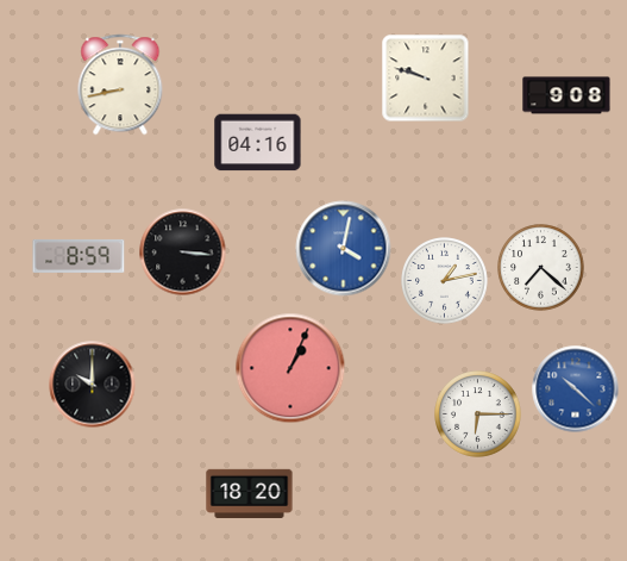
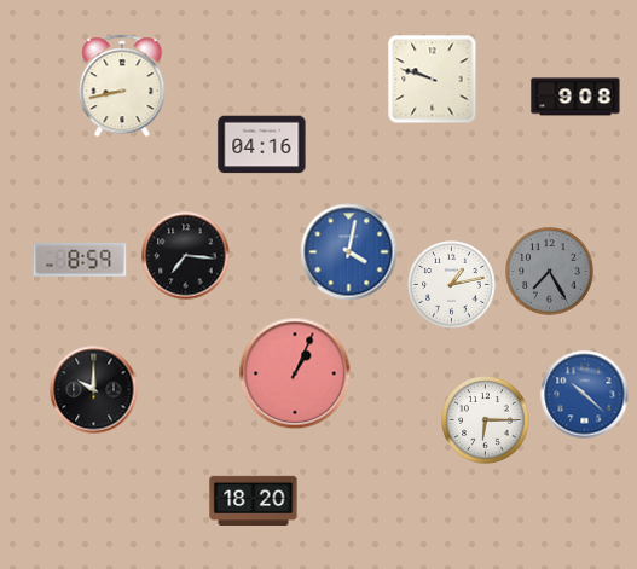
clock at (183, 253): 3:16 -> 7:16
clock at (541, 268): 7:22 -> 7:25
clock at (541, 268) dial: white -> grey
